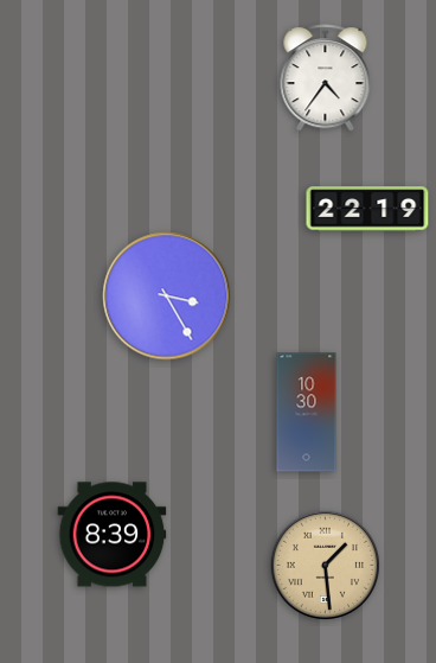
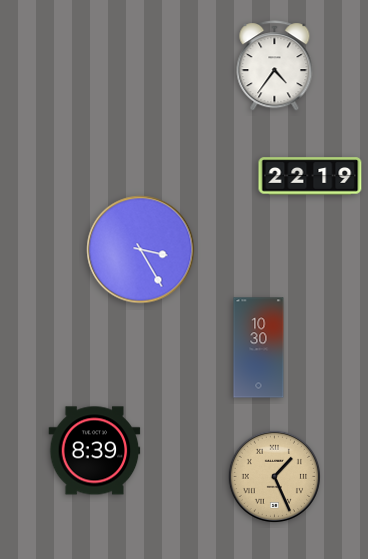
clock at (325, 565): 1:29 -> 1:26
